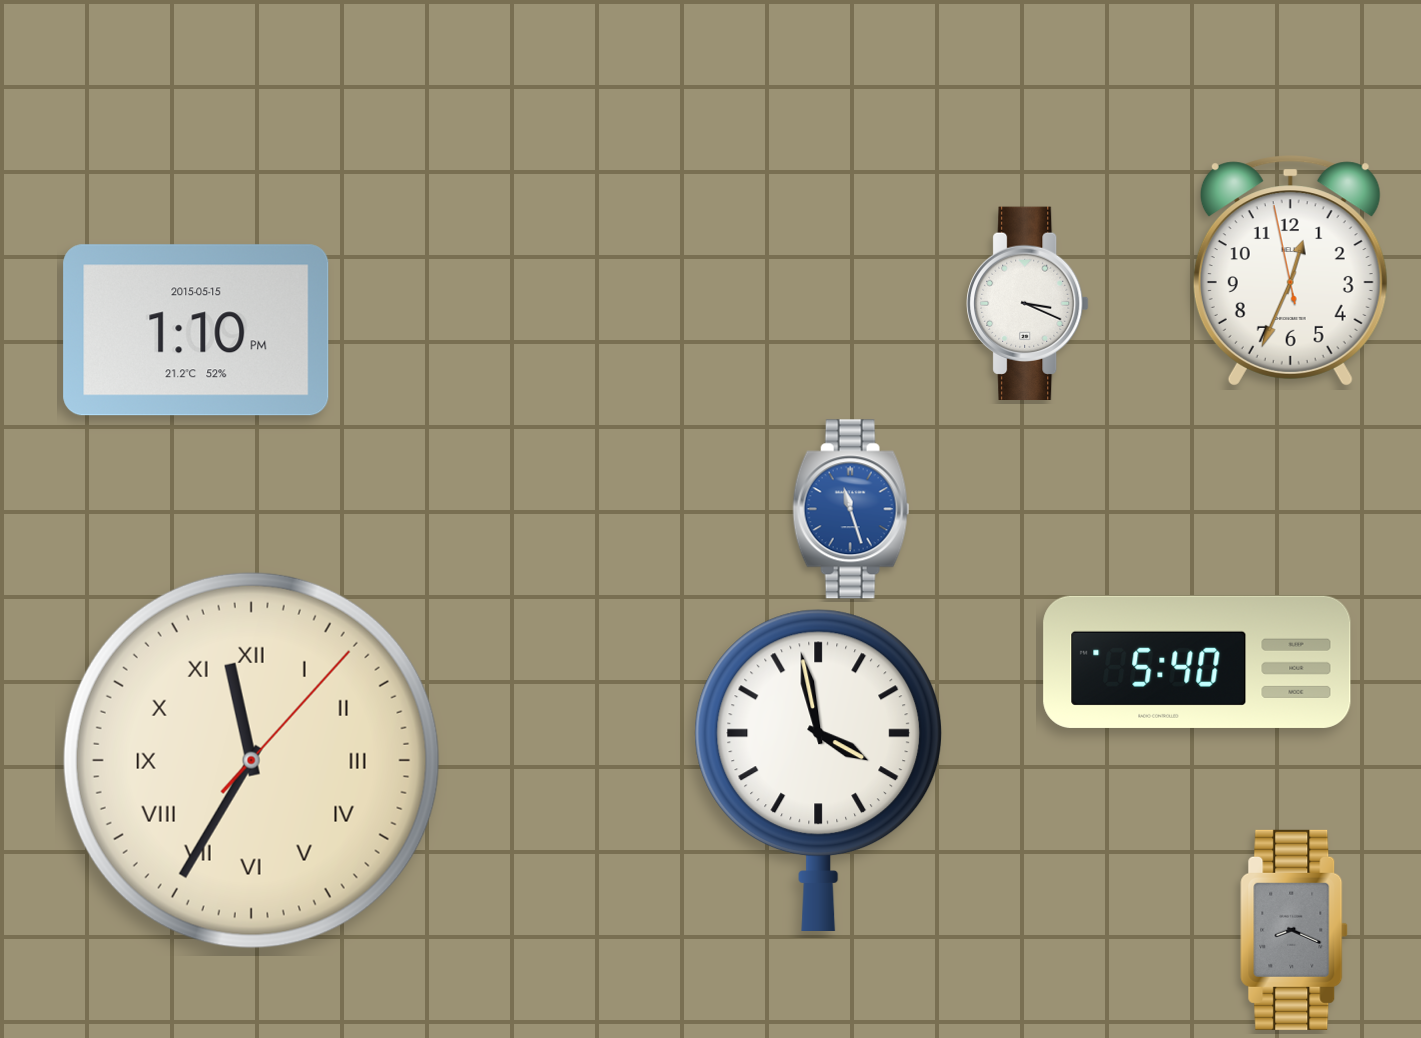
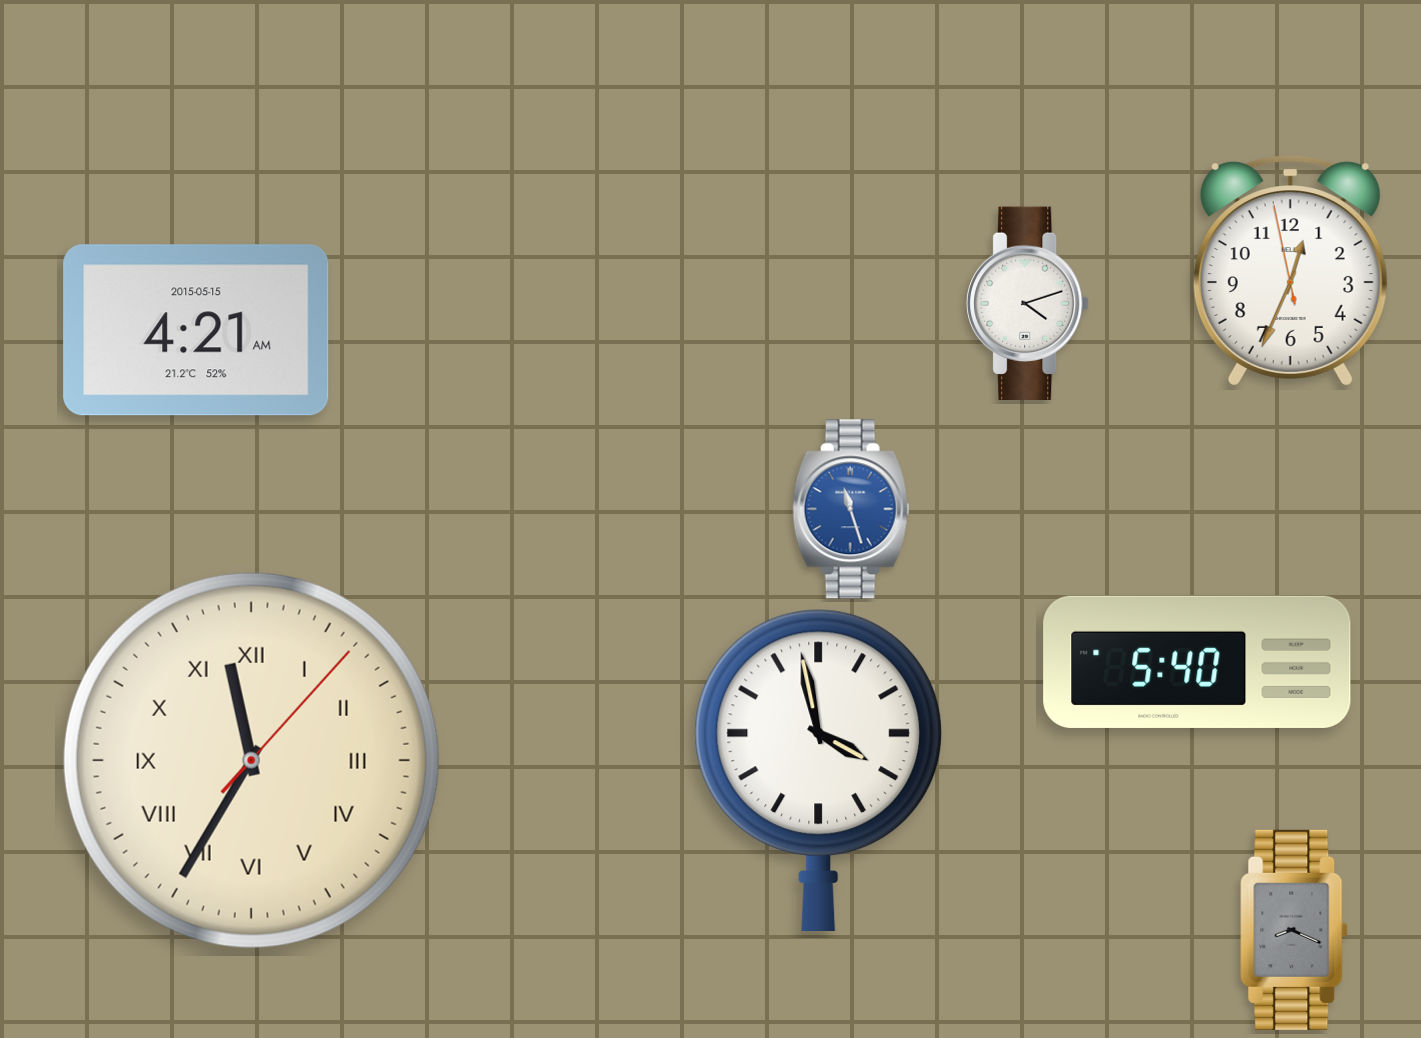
clock at (1028, 303): 3:19 -> 4:12
clock at (196, 330): 1:10 -> 4:21
